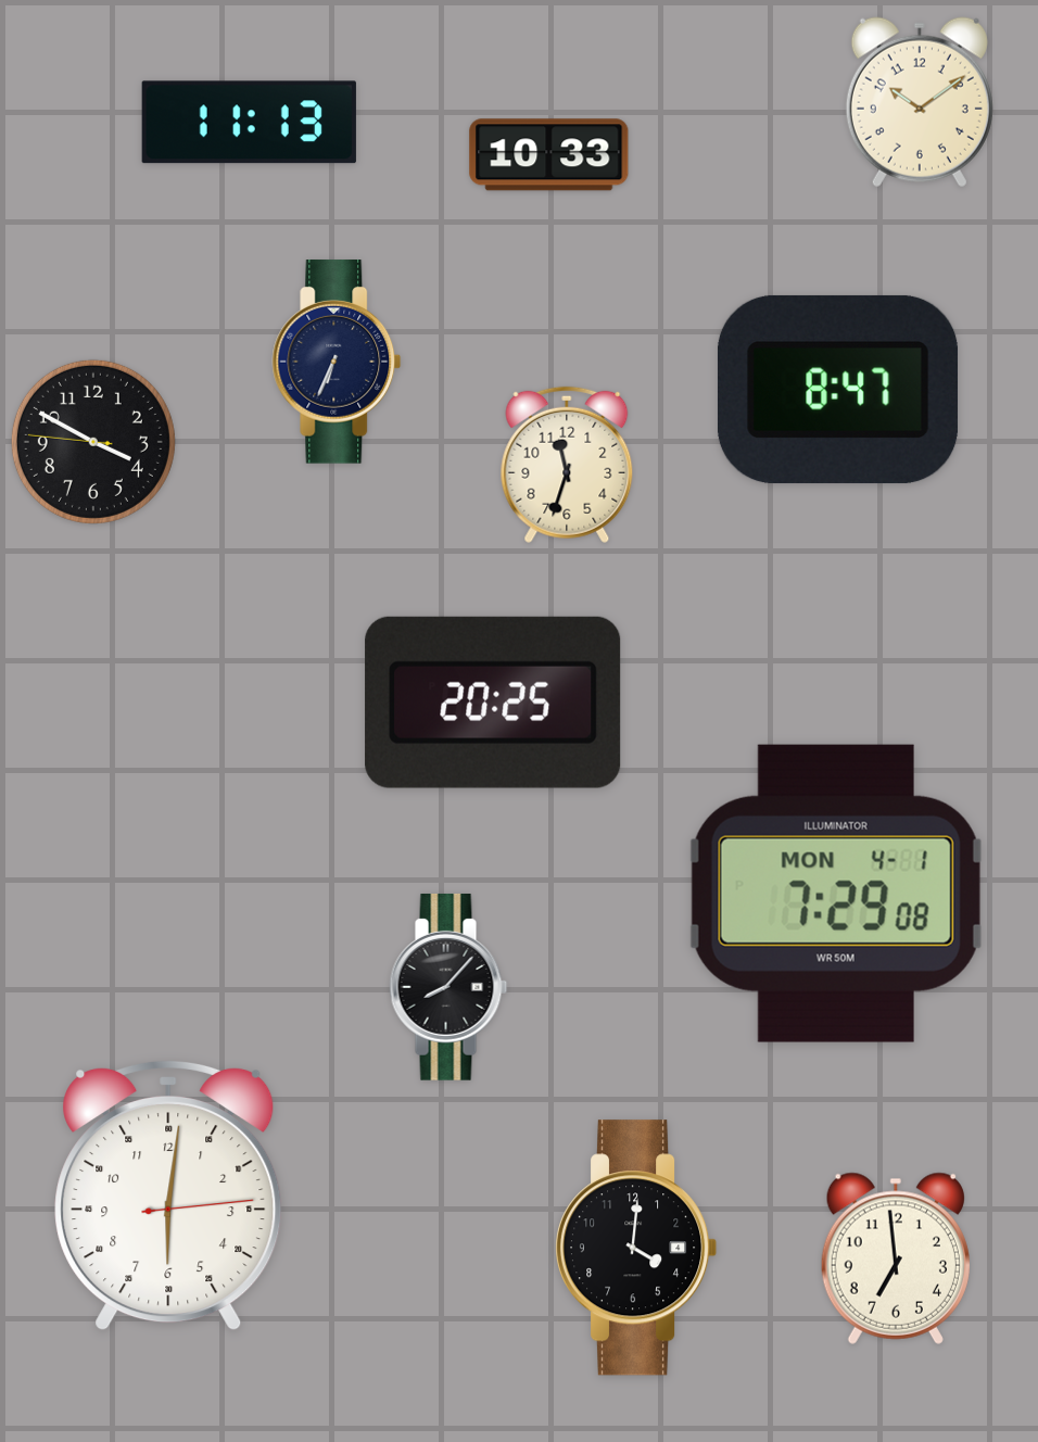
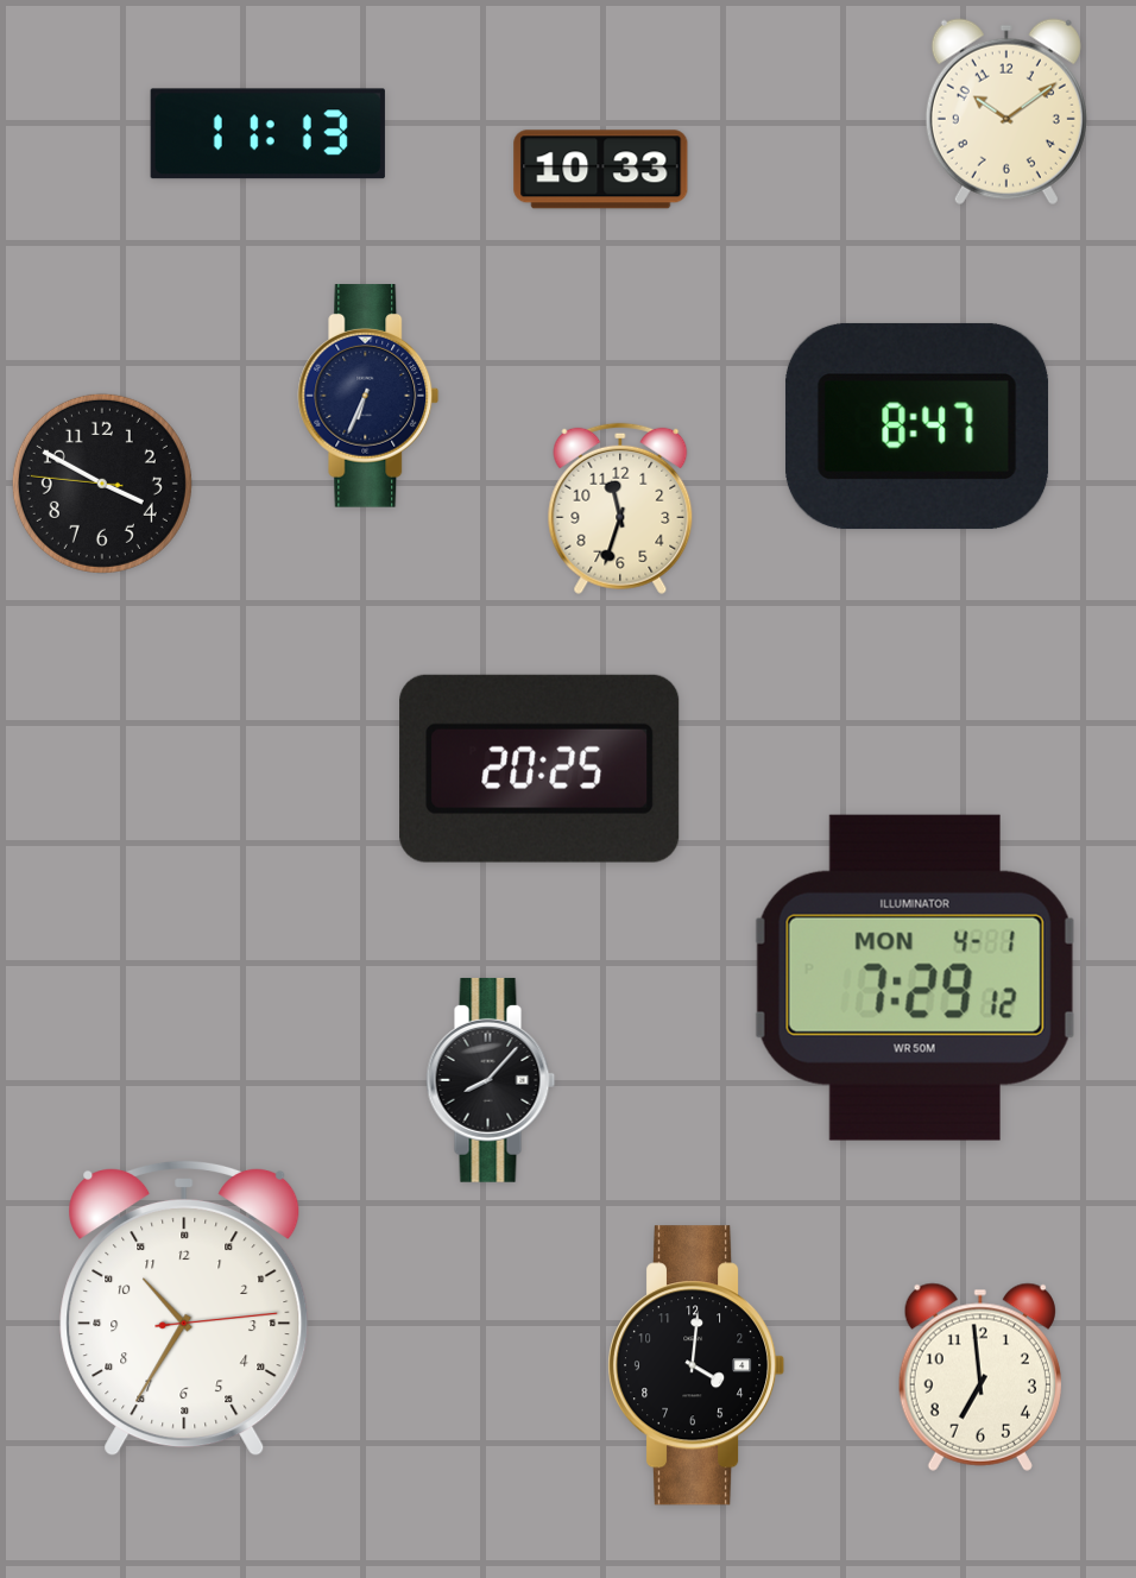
clock at (249, 123) position: (249, 123) -> (267, 134)
clock at (836, 894): 7:29:08 -> 7:29:12
clock at (168, 1196): 6:01 -> 10:35
